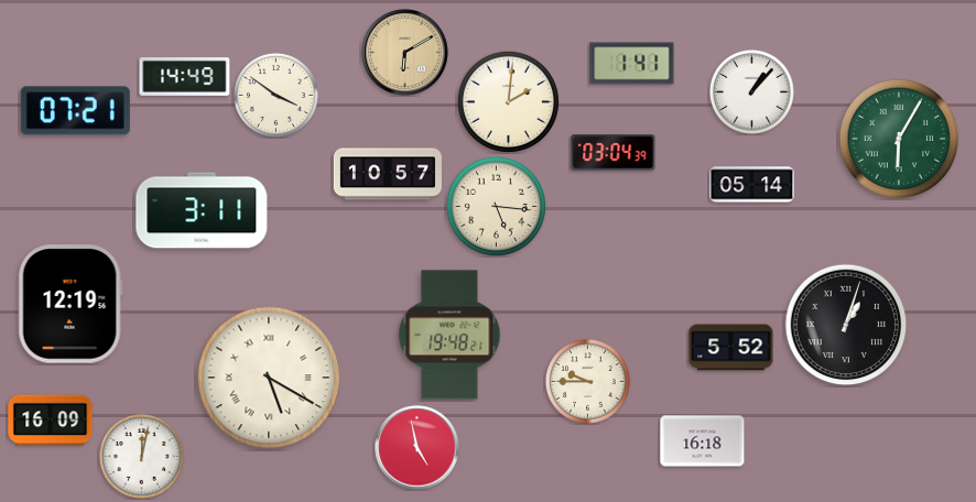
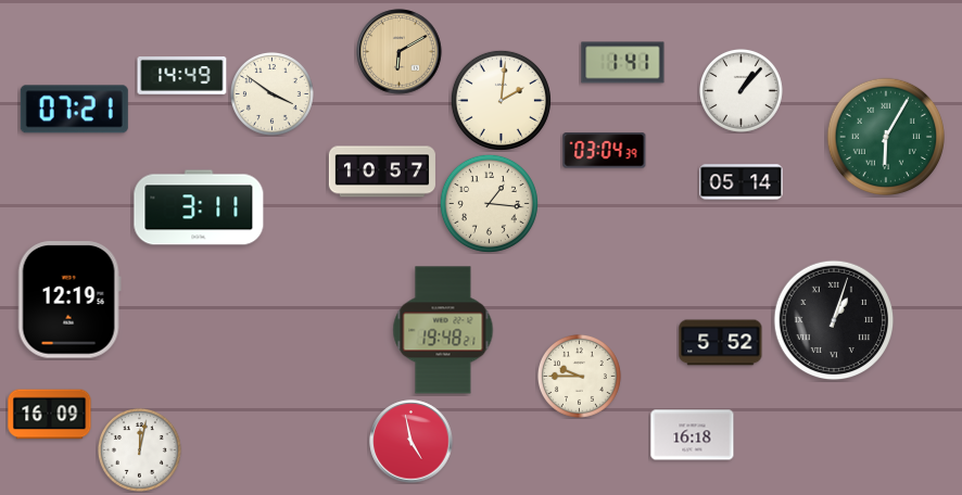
clock at (496, 206): 5:16 -> 1:16
clock at (269, 378): 5:20 -> none
